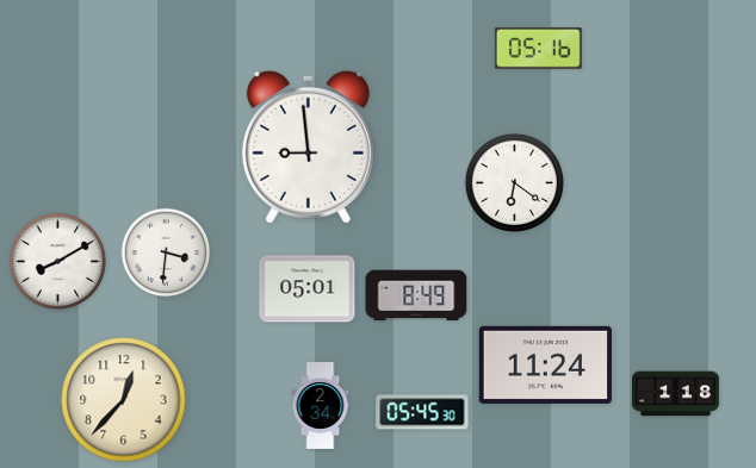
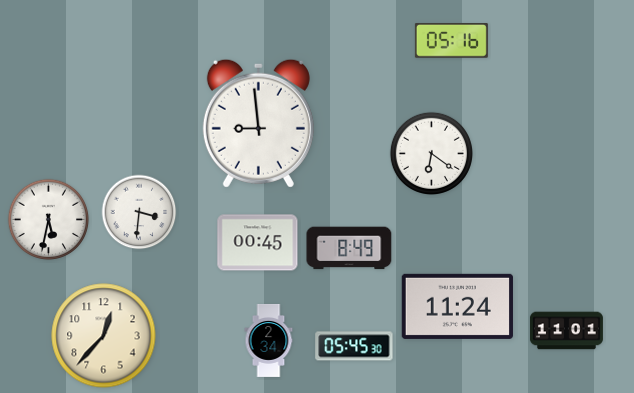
clock at (58, 262): 8:10 -> 5:32
clock at (308, 289): 05:01 -> 00:45
clock at (675, 394): 1:18 -> 11:01
